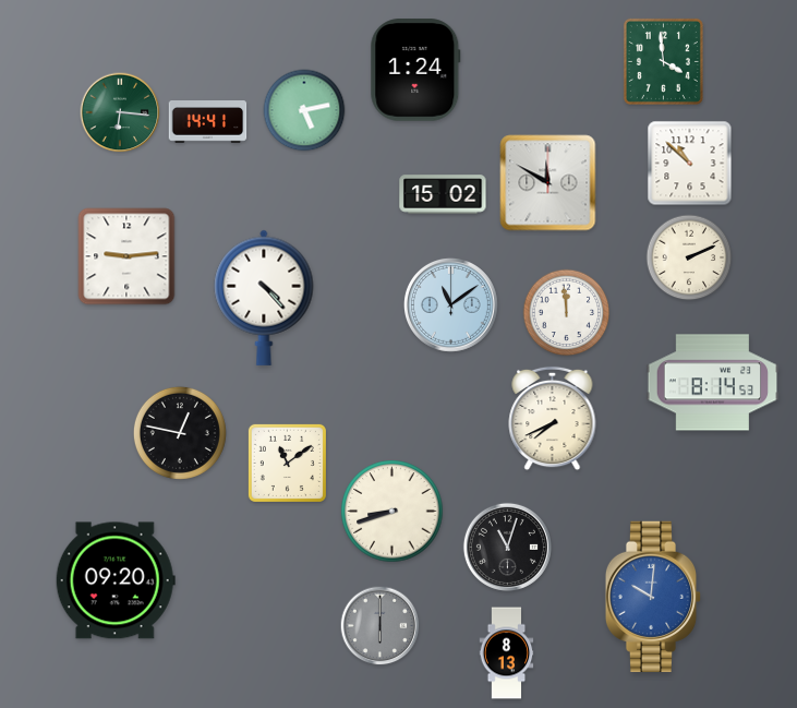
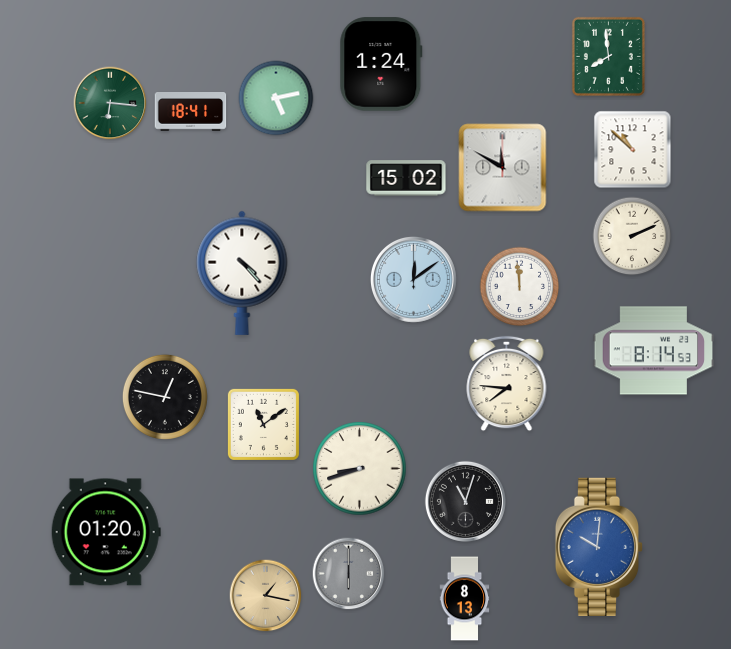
clock at (663, 61): 3:59 -> 7:59
clock at (304, 110) position: (304, 110) -> (276, 98)
clock at (208, 122): 14:41 -> 18:41
clock at (126, 256): 9:14 -> none
clock at (450, 304): 11:09 -> 12:09
clock at (553, 419): 7:41 -> 7:46
clock at (116, 580): 09:20 -> 01:20
clock at (266, 596): none -> 1:17
